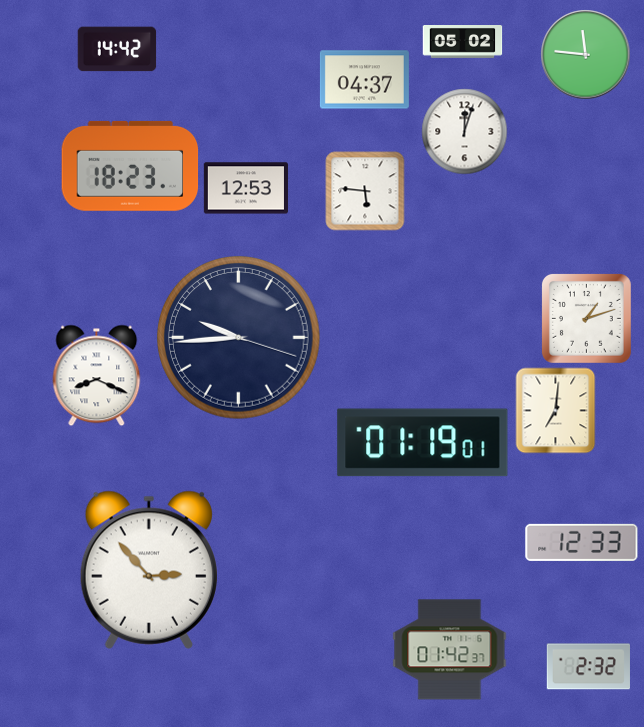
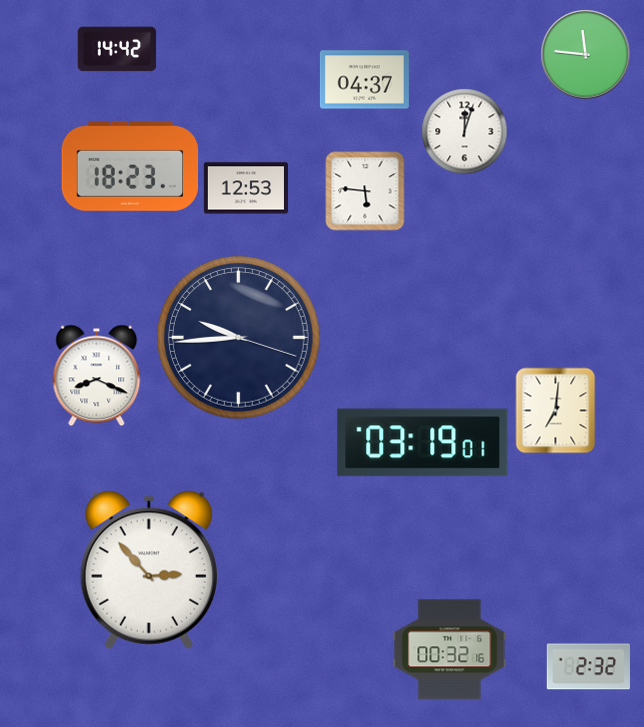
clock at (462, 42): 05:02 -> none
clock at (586, 318): 1:12 -> none
clock at (423, 443): 01:19 -> 03:19
clock at (582, 542): 12:33 -> none
clock at (450, 650): 01:42 -> 00:32
